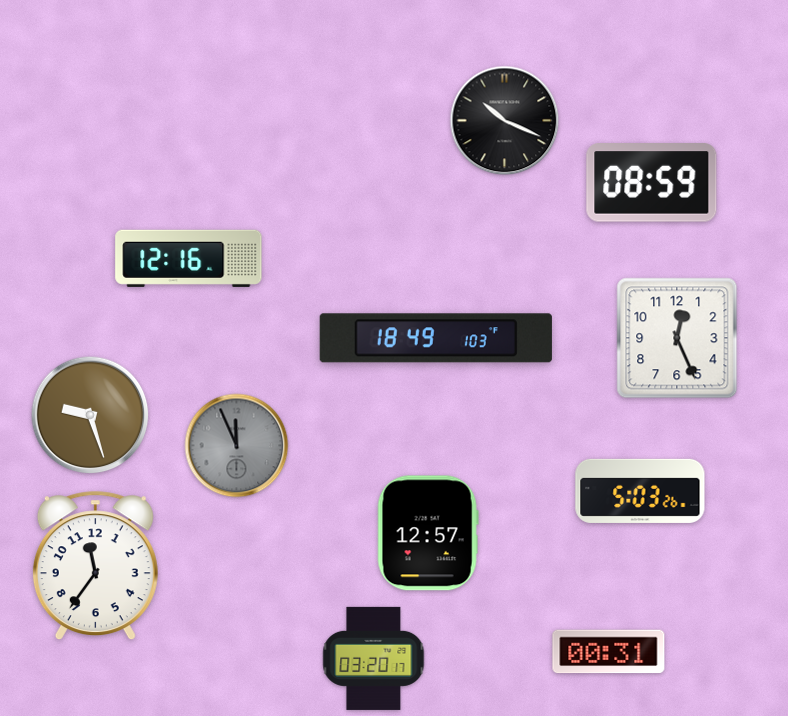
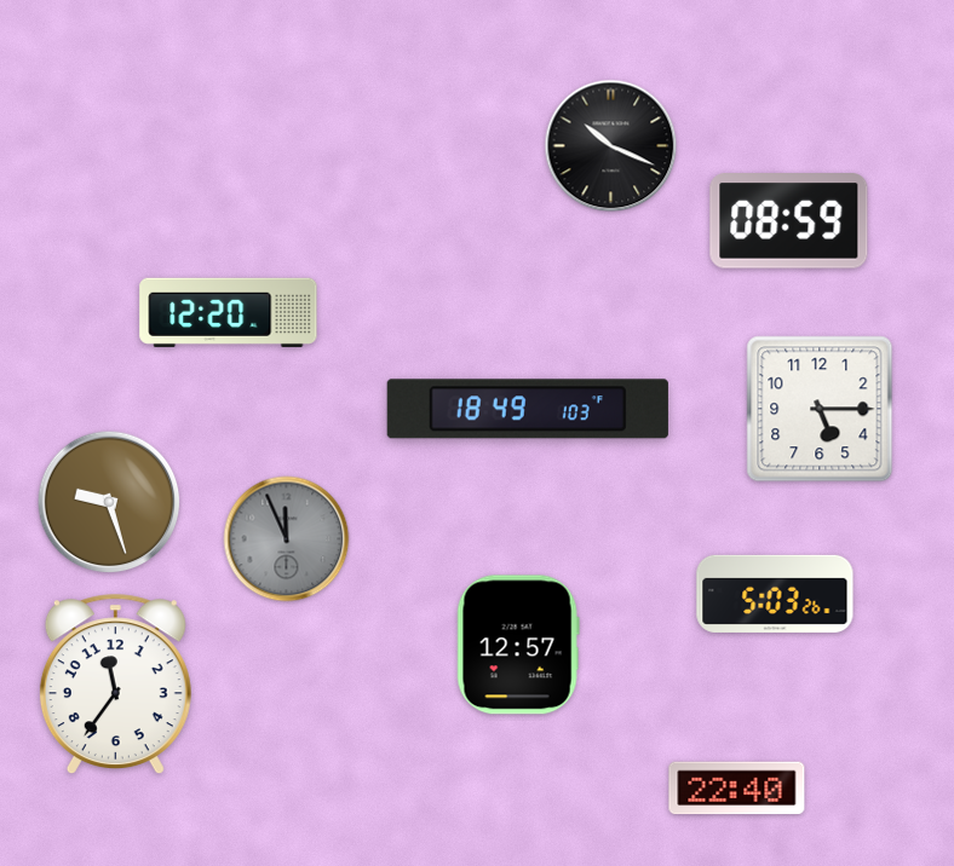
clock at (189, 258): 12:16 -> 12:20
clock at (677, 338): 12:26 -> 5:15
clock at (609, 652): 00:31 -> 22:40
clock at (374, 658): 03:20 -> none
